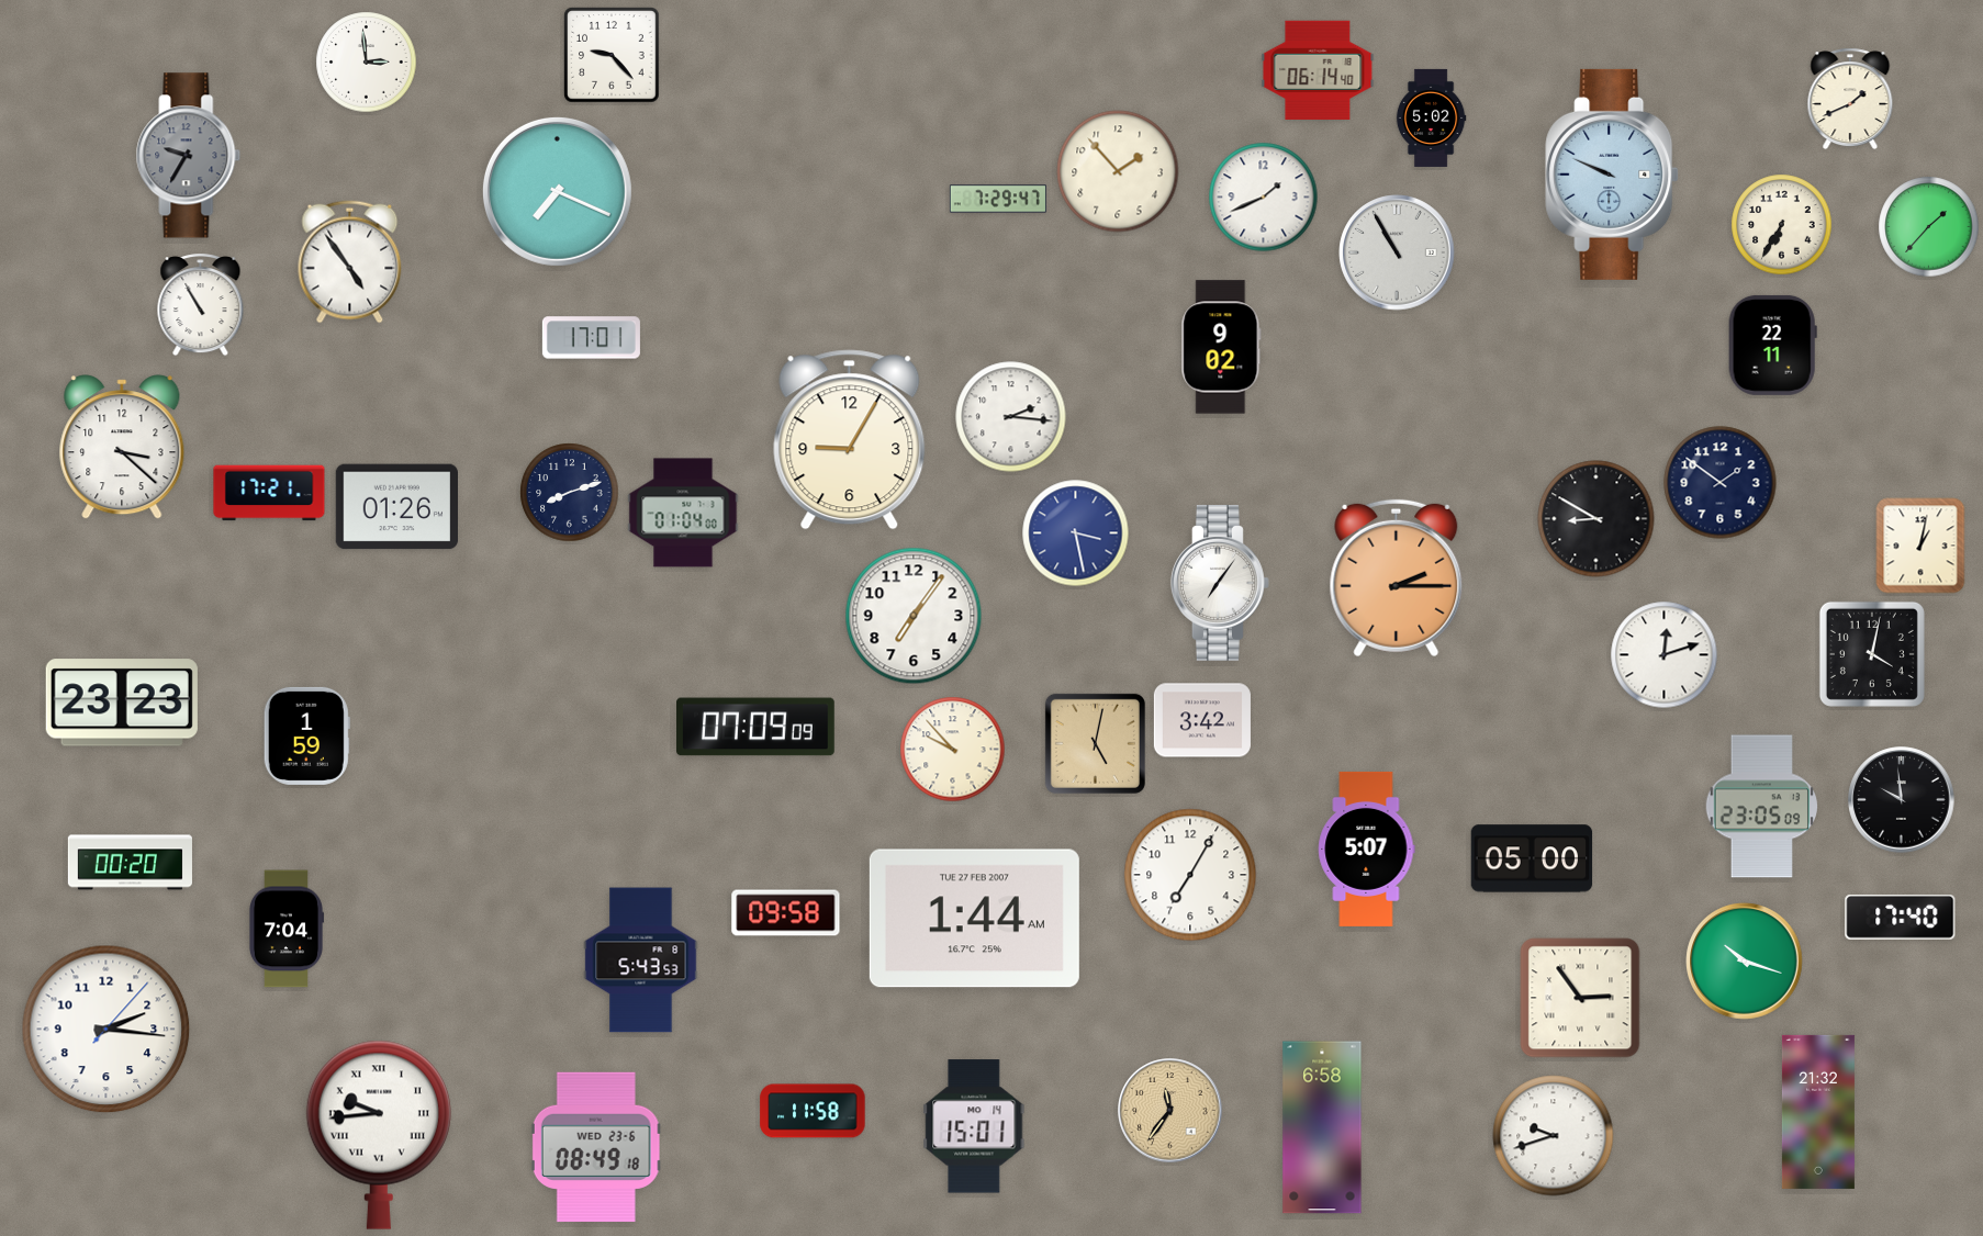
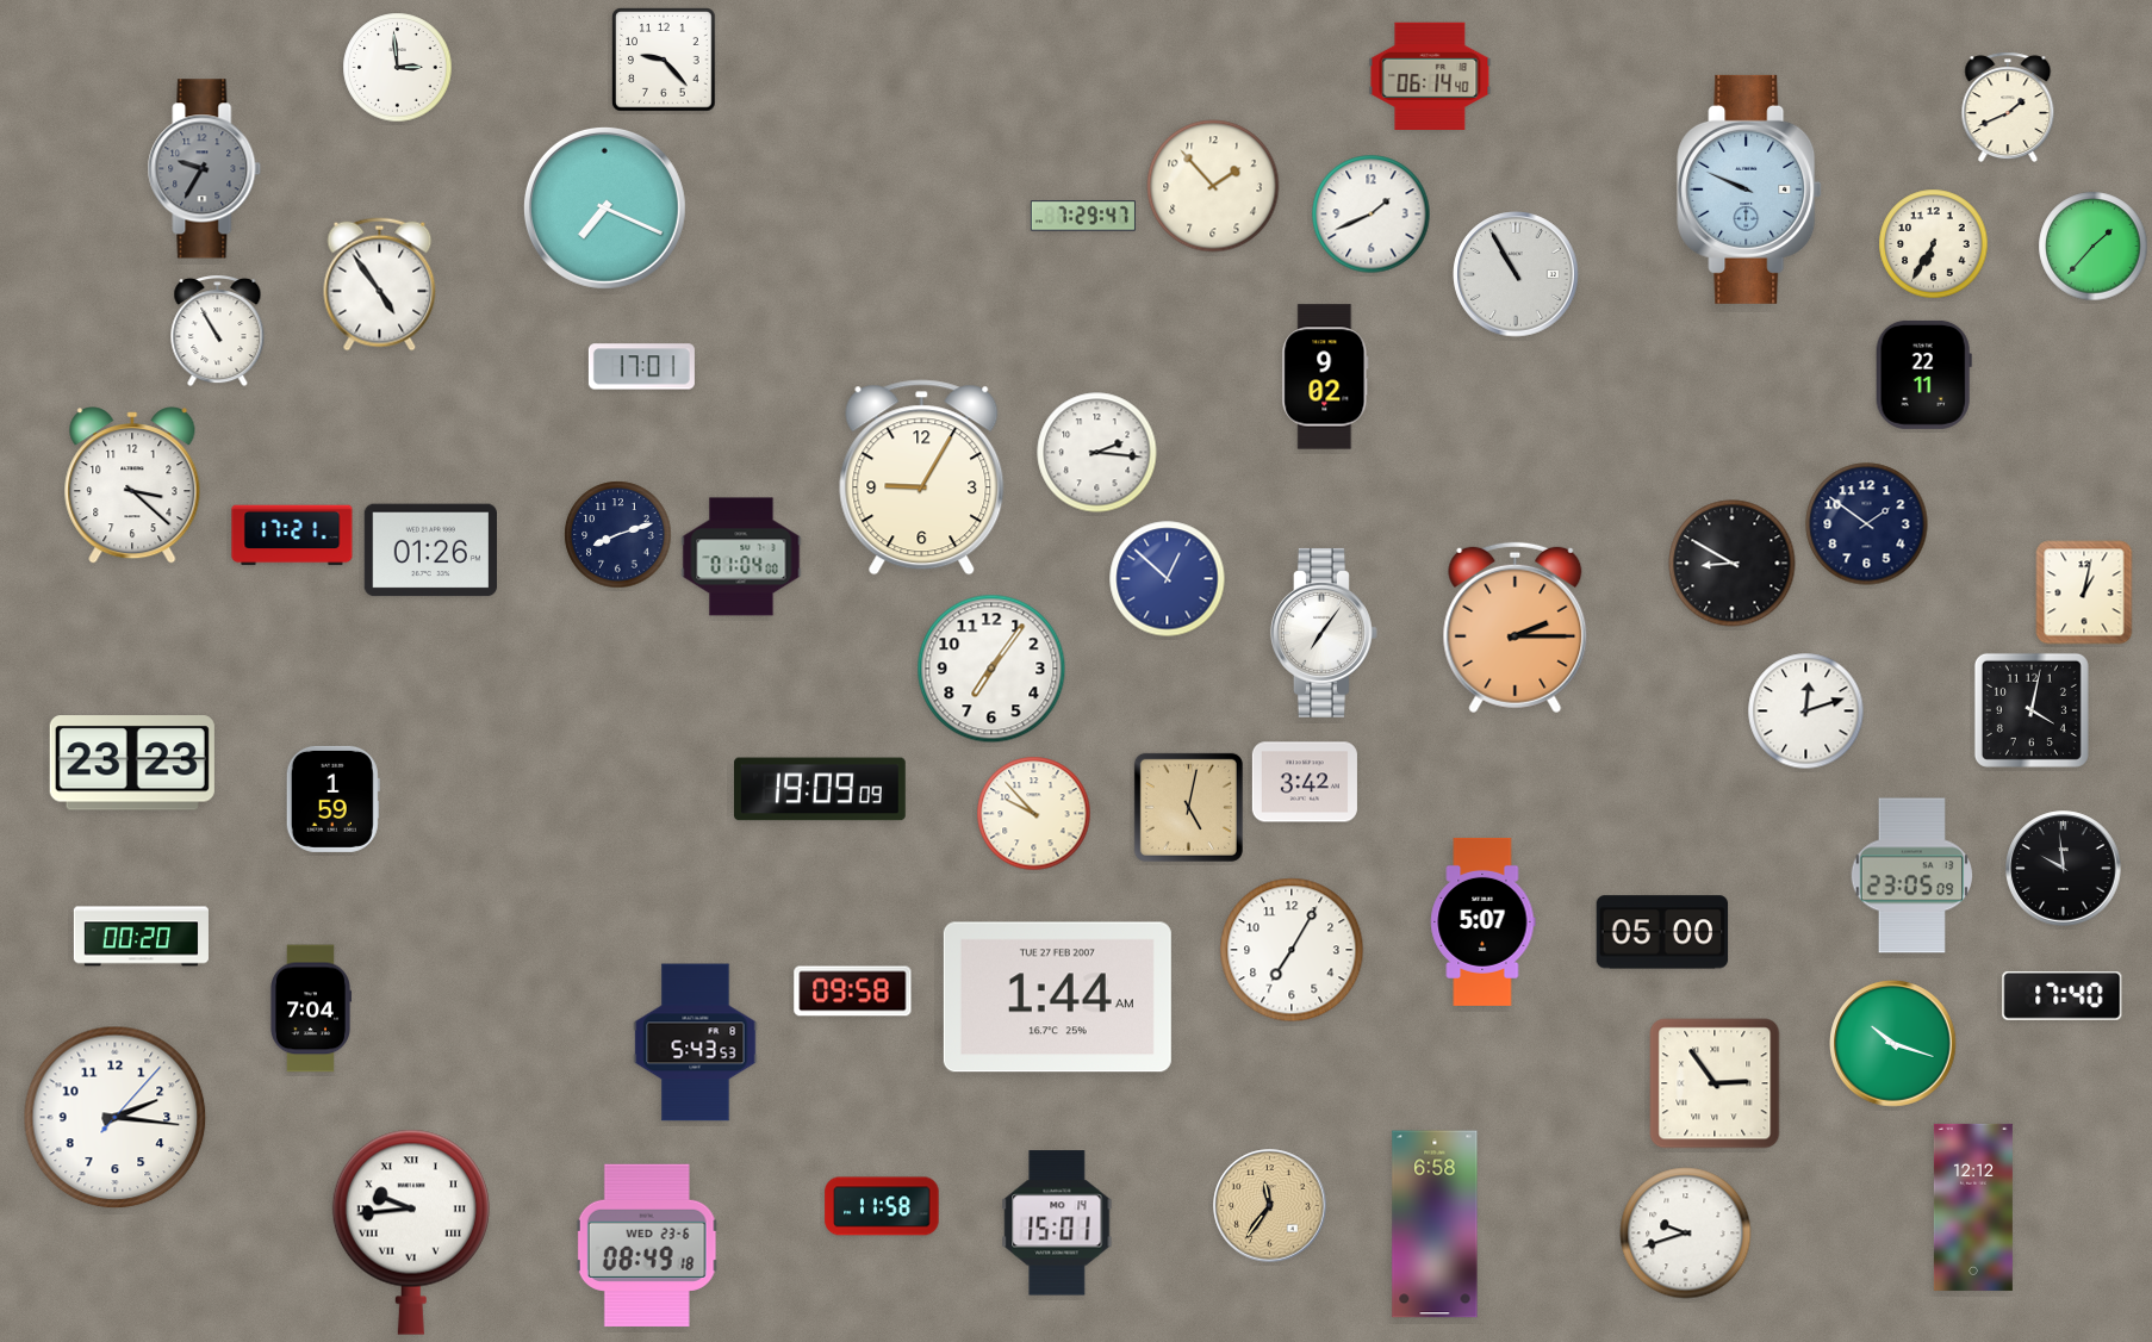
clock at (1431, 117): 5:02 -> none
clock at (1076, 533): 3:28 -> 12:52
clock at (757, 727): 07:09 -> 19:09
clock at (1818, 1112): 21:32 -> 12:12
